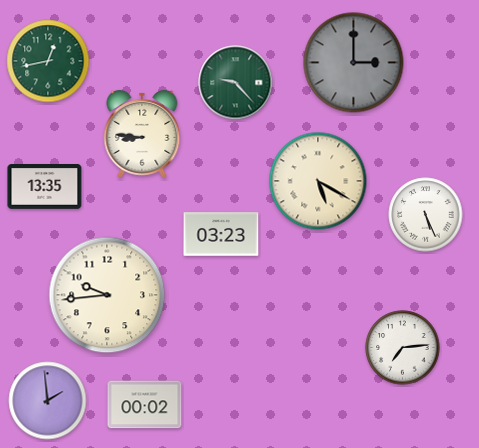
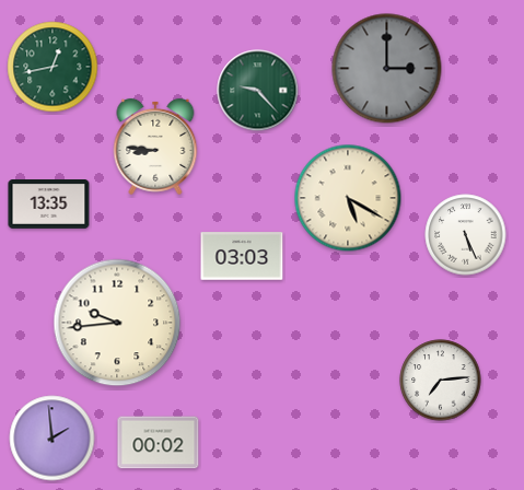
clock at (221, 234): 03:23 -> 03:03
